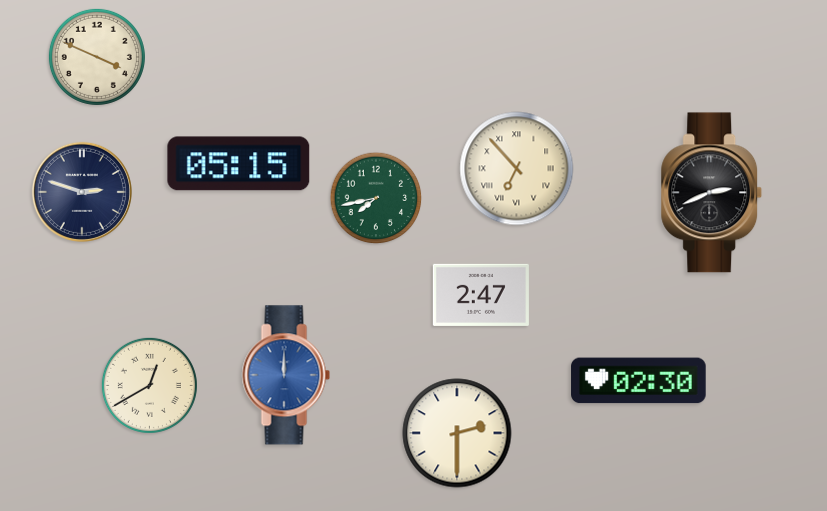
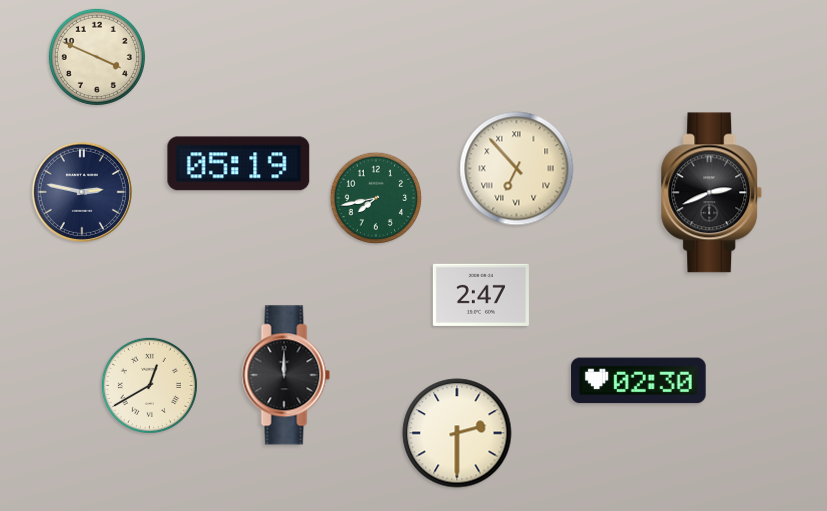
clock at (239, 164): 05:15 -> 05:19
clock at (82, 192): 2:48 -> 2:47
clock at (286, 375) dial: blue -> black
